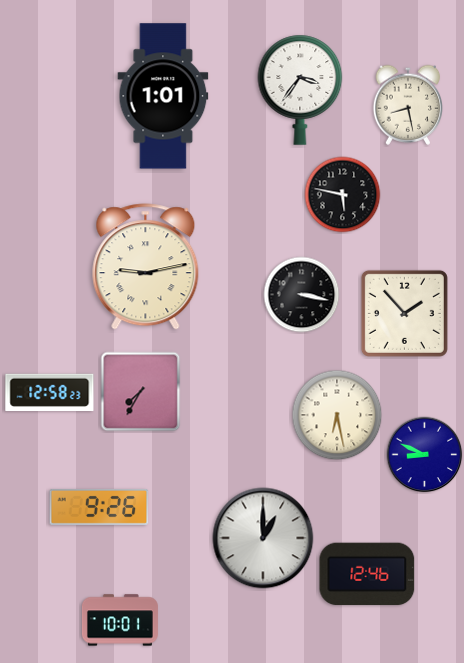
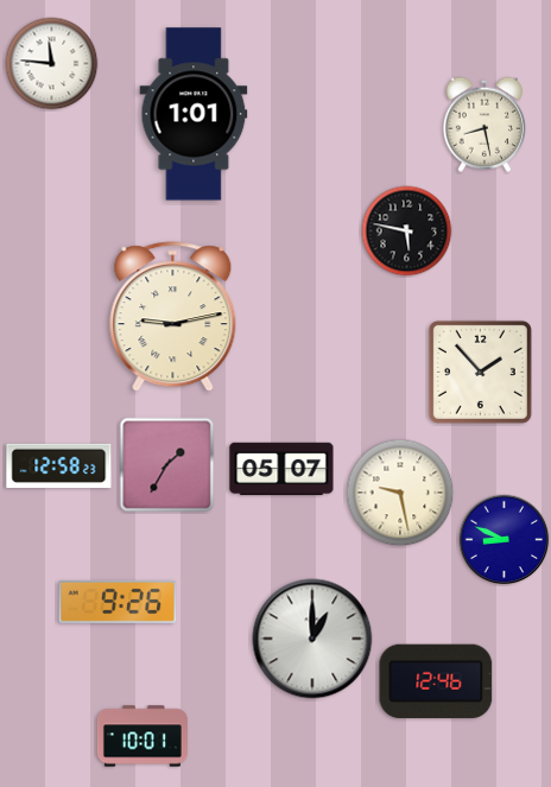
clock at (52, 64): none -> 11:46
clock at (300, 90): 3:36 -> none
clock at (302, 295): 3:17 -> none
clock at (141, 392): 7:35 -> 1:35
clock at (281, 469): none -> 05:07
clock at (337, 415): 6:28 -> 9:28
